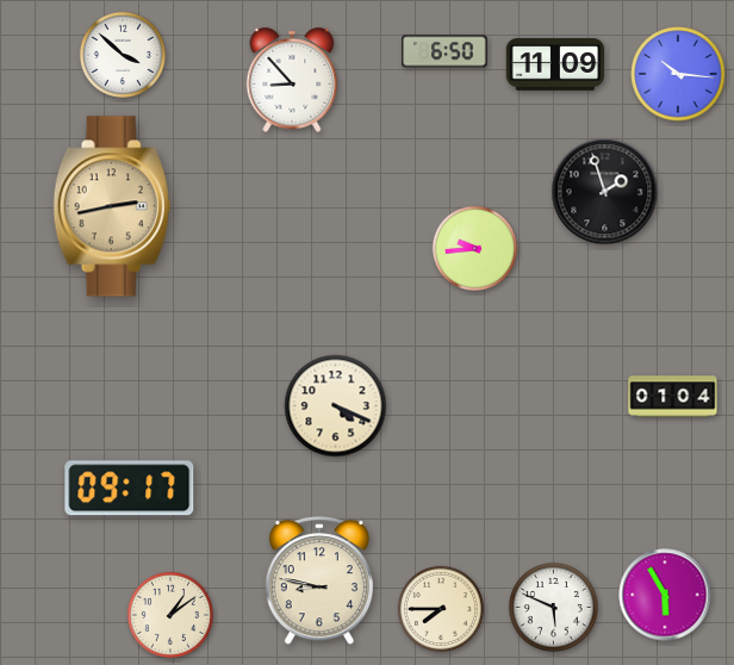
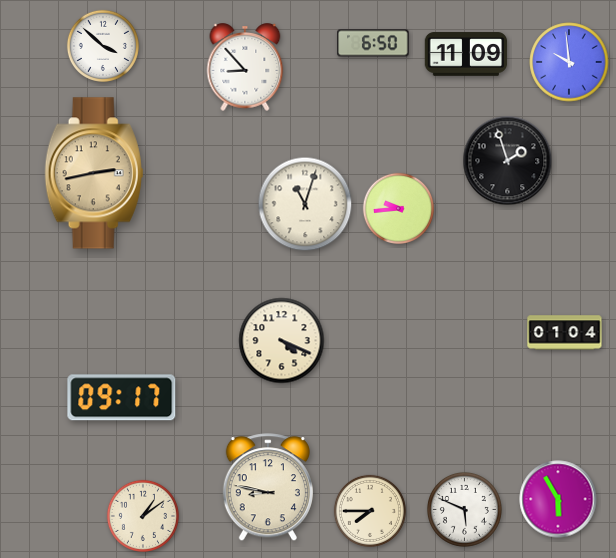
clock at (678, 74): 10:16 -> 9:59
clock at (305, 204): none -> 11:03
clock at (130, 489) position: (130, 489) -> (122, 398)
